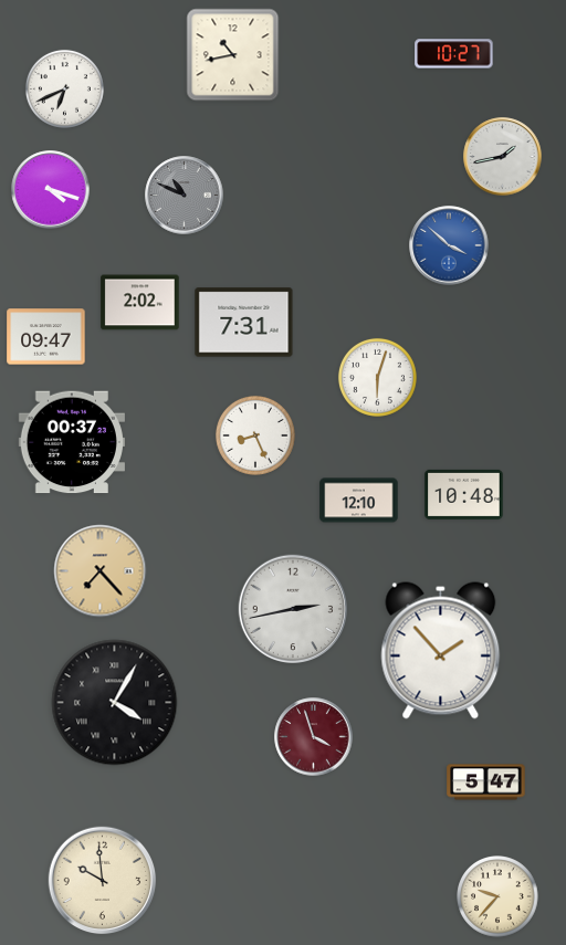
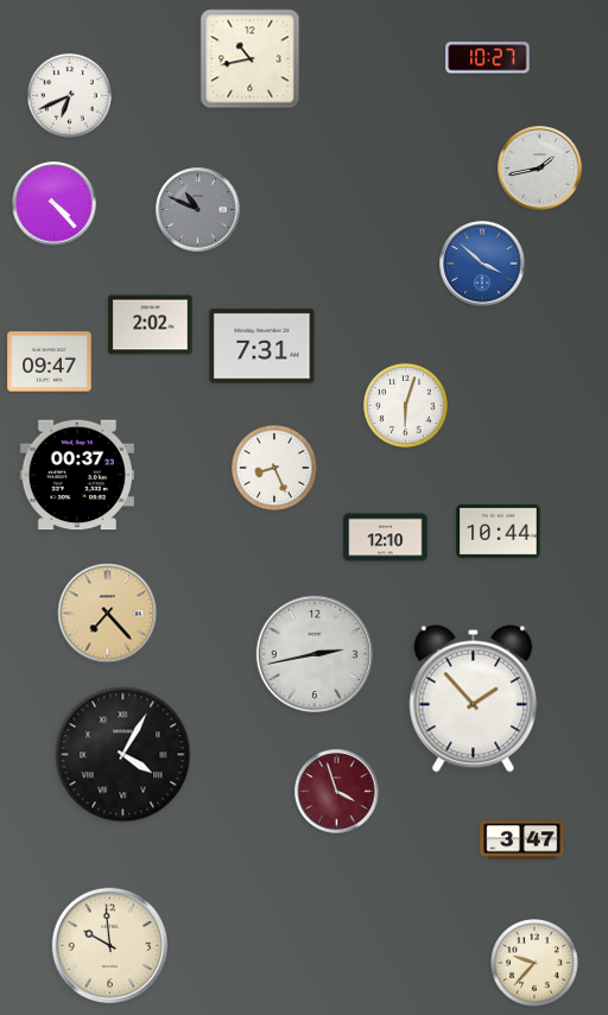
clock at (51, 190): 4:18 -> 4:23
clock at (464, 494): 10:48 -> 10:44
clock at (486, 783): 5:47 -> 3:47
